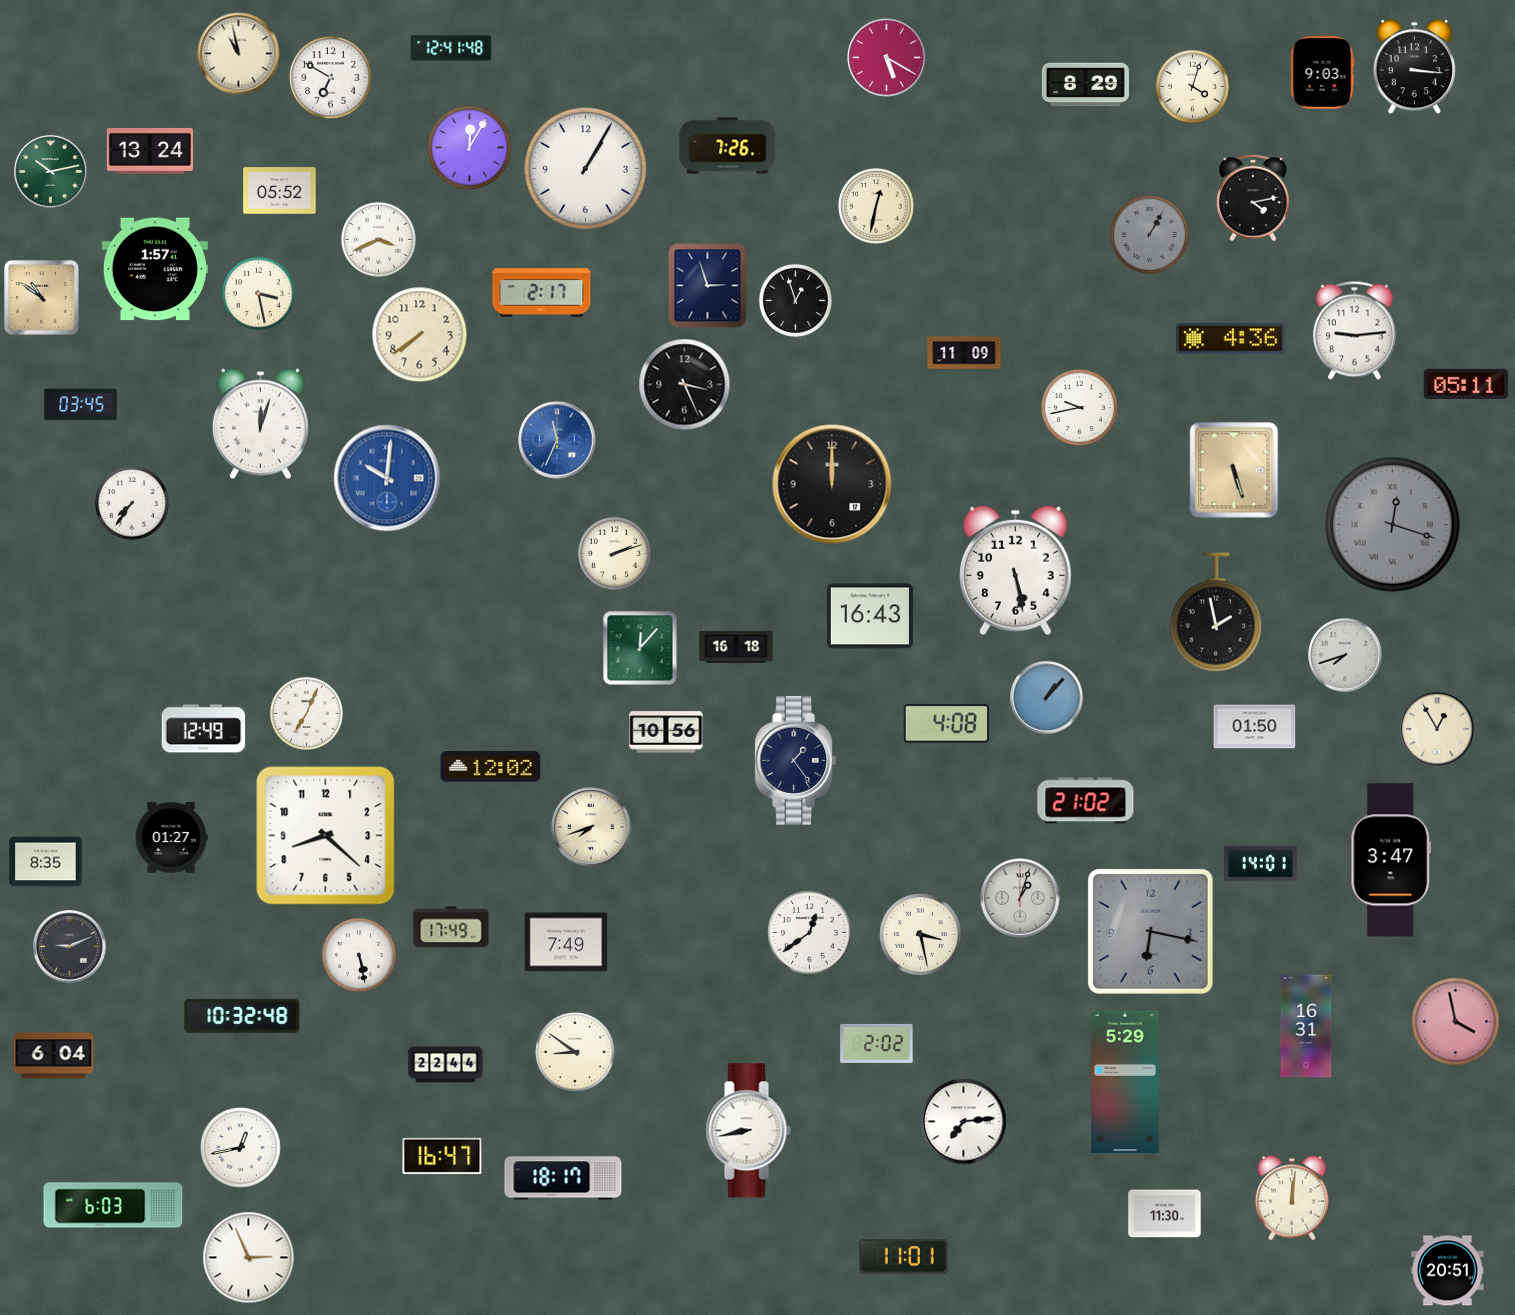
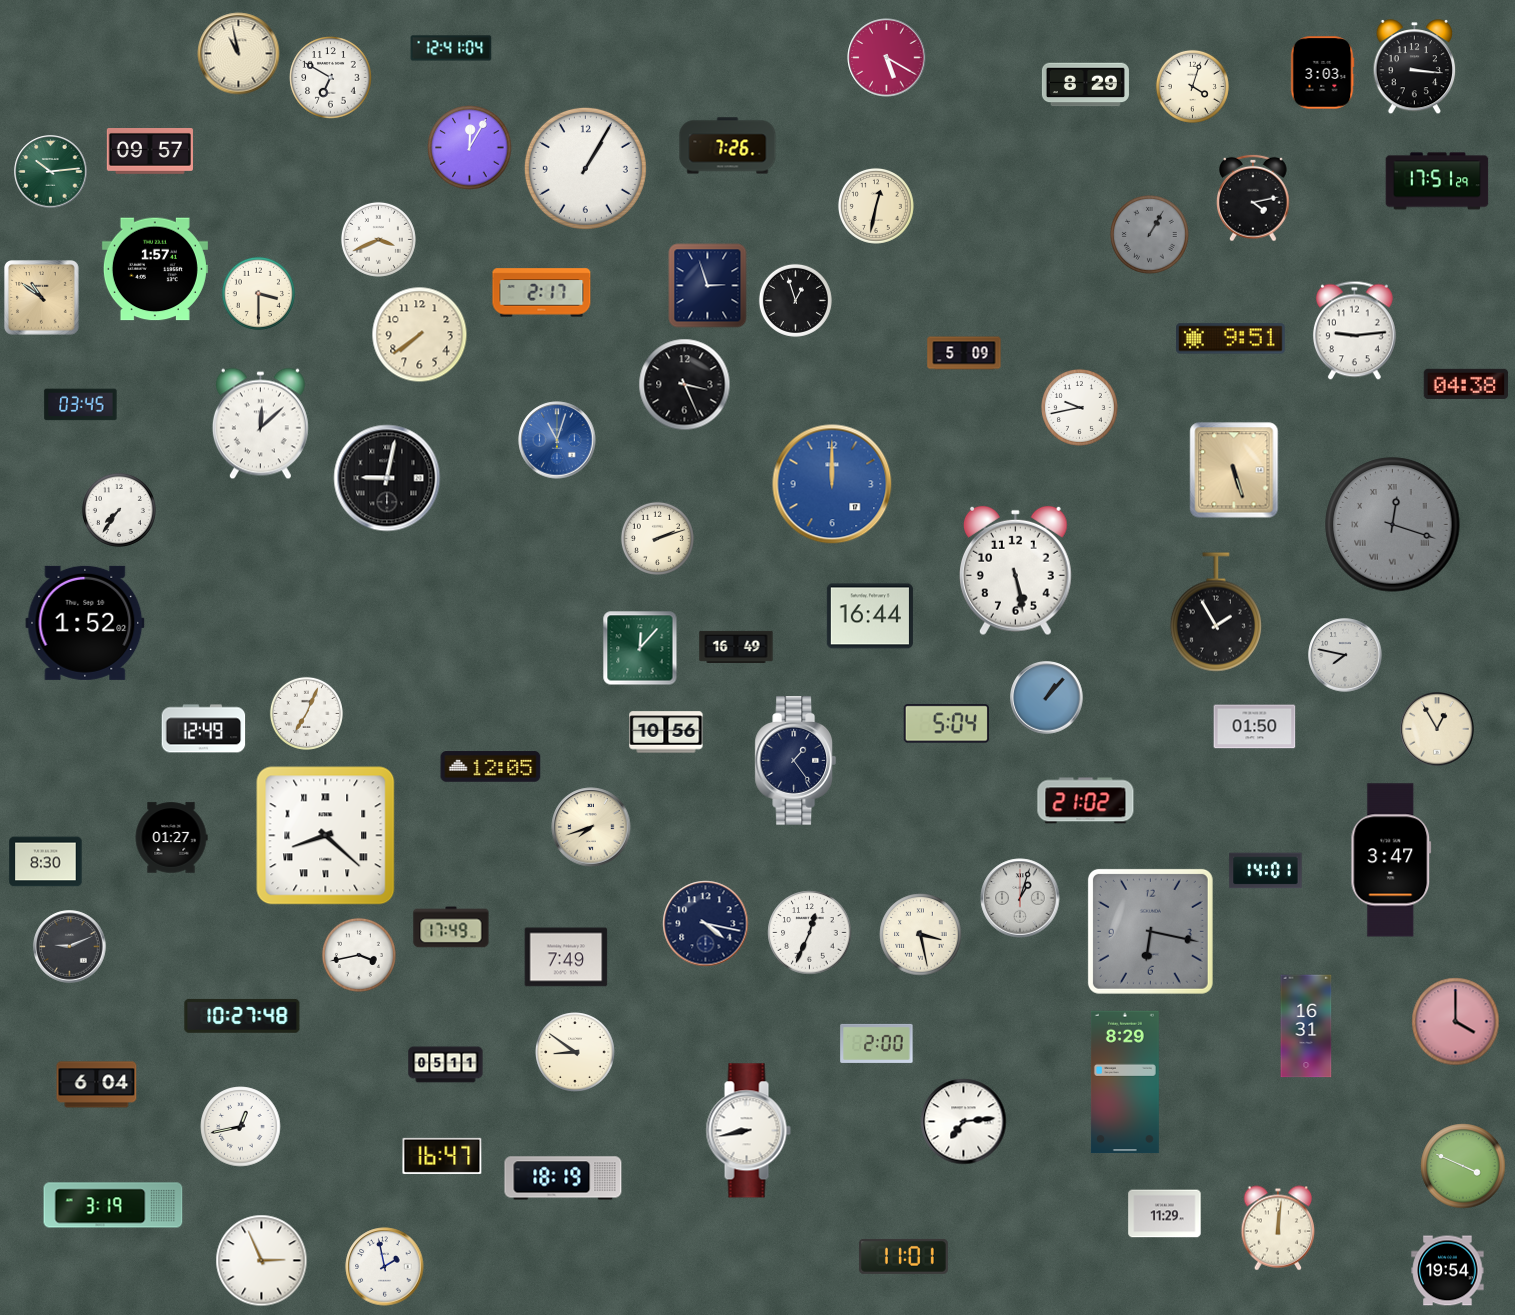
clock at (451, 48): 12:41:48 -> 12:41:04
clock at (1322, 73): 9:03 -> 3:03
clock at (150, 152): 13:24 -> 09:57
clock at (51, 172): 10:13 -> 10:14
clock at (1437, 181): none -> 17:51
clock at (280, 191): 05:52 -> none
clock at (258, 293): 3:28 -> 3:30
clock at (1231, 339): 4:36 -> 9:51
clock at (964, 353): 11:09 -> 5:09
clock at (1466, 384): 05:11 -> 04:38
clock at (260, 424): 12:03 -> 12:08
clock at (557, 440): 11:34 -> 11:03
clock at (387, 478): 10:01 -> 9:02
clock at (387, 478) dial: blue -> black
clock at (832, 484) dial: black -> blue
clock at (132, 503) position: (132, 503) -> (119, 510)
clock at (614, 553) position: (614, 553) -> (657, 538)
clock at (1216, 612): 1:58 -> 1:55
clock at (870, 616): 16:43 -> 16:44
clock at (85, 623): none -> 1:52
clock at (736, 647): 16:18 -> 16:49
clock at (1345, 655): 7:42 -> 7:47
clock at (946, 724): 4:08 -> 5:04
clock at (491, 767): 12:02 -> 12:05
clock at (326, 836) numerals: Arabic -> Roman
clock at (46, 862): 8:35 -> 8:30
clock at (1261, 864) position: (1261, 864) -> (1266, 871)
clock at (706, 924): none -> 4:17
clock at (810, 933): 12:39 -> 12:34
clock at (566, 942) position: (566, 942) -> (566, 957)
clock at (359, 955): 5:28 -> 3:43
clock at (242, 1016): 10:32 -> 10:27
clock at (1456, 1022): 3:58 -> 4:00
clock at (877, 1043): 2:02 -> 2:00
clock at (54, 1056) position: (54, 1056) -> (97, 1085)
clock at (446, 1065): 22:44 -> 05:11
clock at (1125, 1082): 5:29 -> 8:29
clock at (241, 1148) position: (241, 1148) -> (241, 1127)
clock at (1463, 1166): none -> 3:49
clock at (563, 1178): 18:17 -> 18:19
clock at (1292, 1198) position: (1292, 1198) -> (1278, 1228)
clock at (113, 1205): 6:03 -> 3:19
clock at (1165, 1214): 11:30 -> 11:29
clock at (249, 1258) position: (249, 1258) -> (262, 1261)
clock at (385, 1267): none -> 1:58
clock at (1448, 1271): 20:51 -> 19:54
